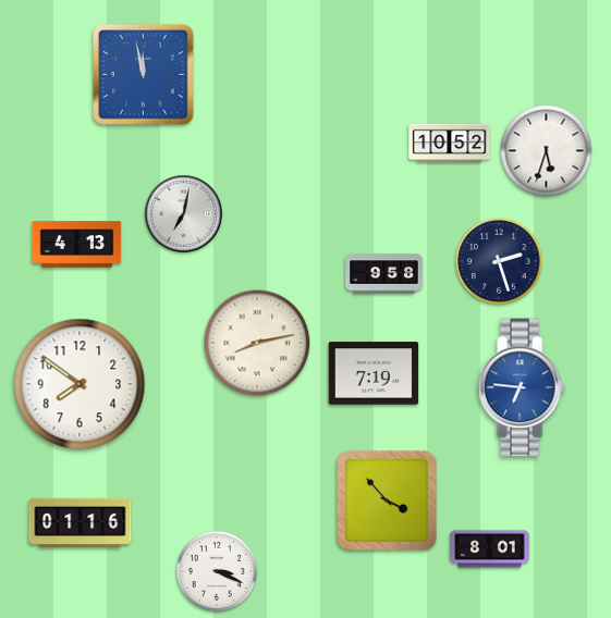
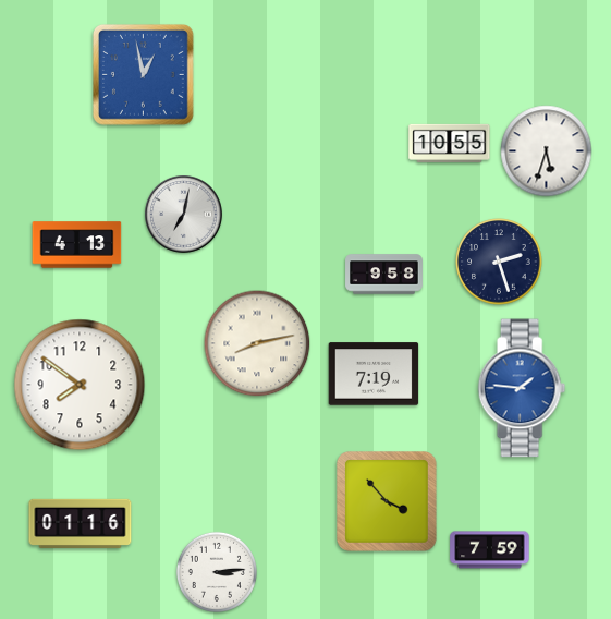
clock at (143, 74): 11:58 -> 12:58
clock at (450, 143): 10:52 -> 10:55
clock at (522, 387): 6:46 -> 1:46
clock at (490, 549): 8:01 -> 7:59
clock at (217, 571): 3:19 -> 3:14
